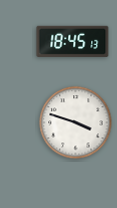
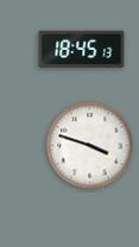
clock at (73, 41) position: (73, 41) -> (82, 49)
